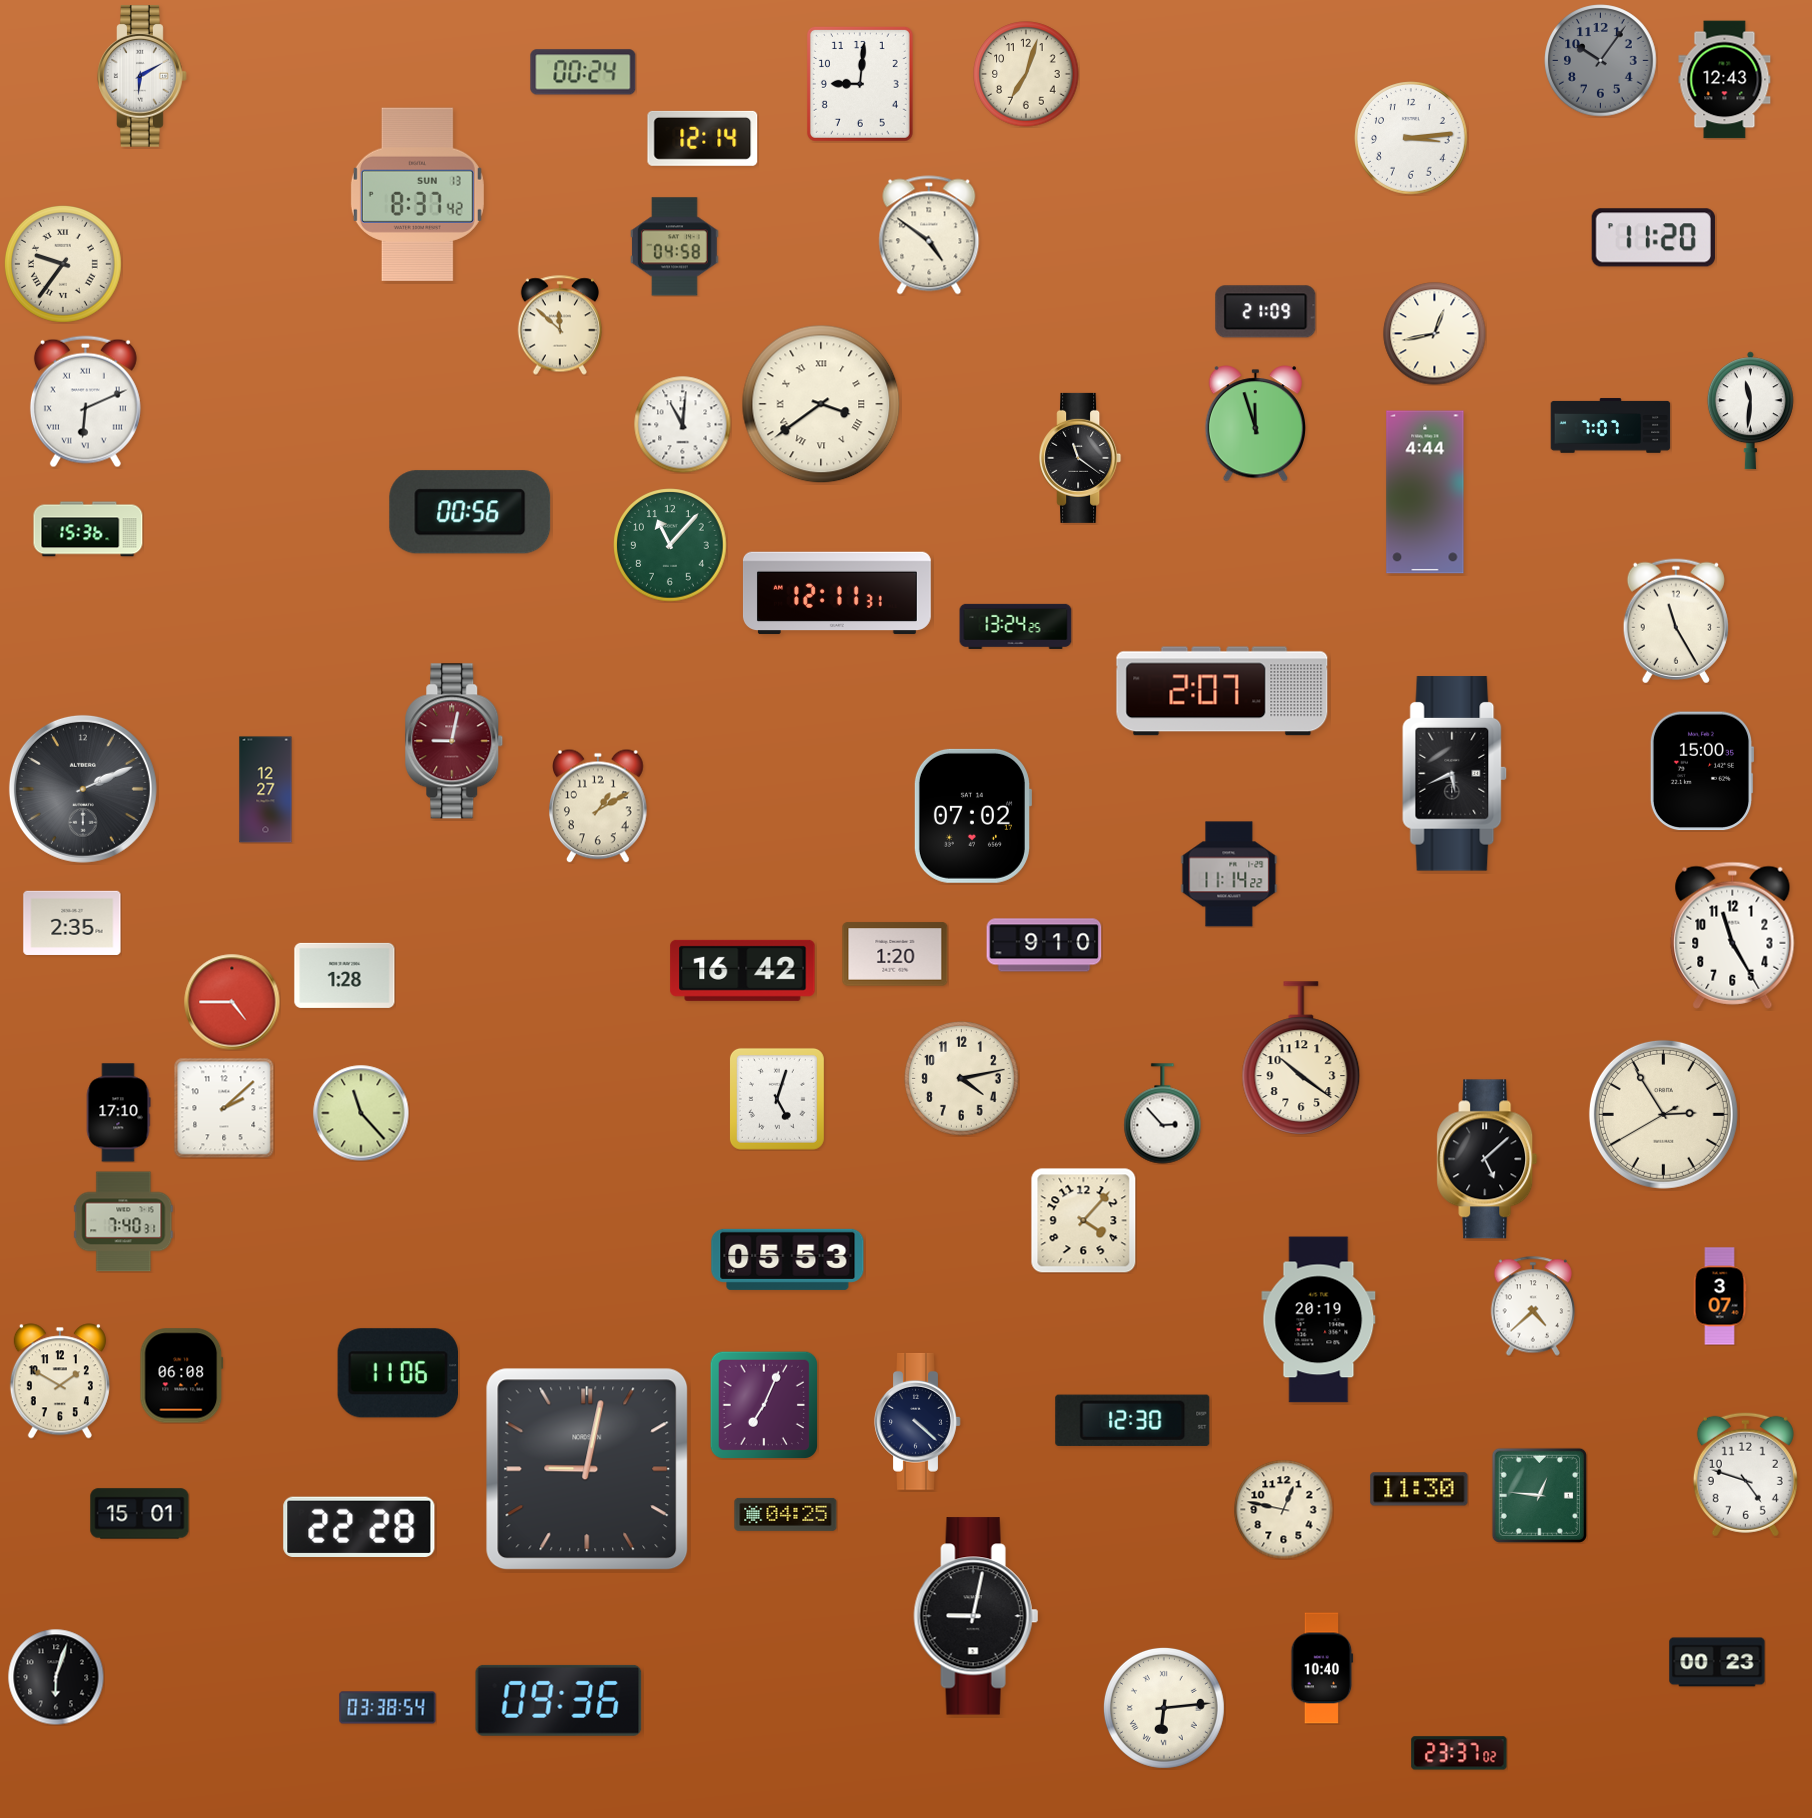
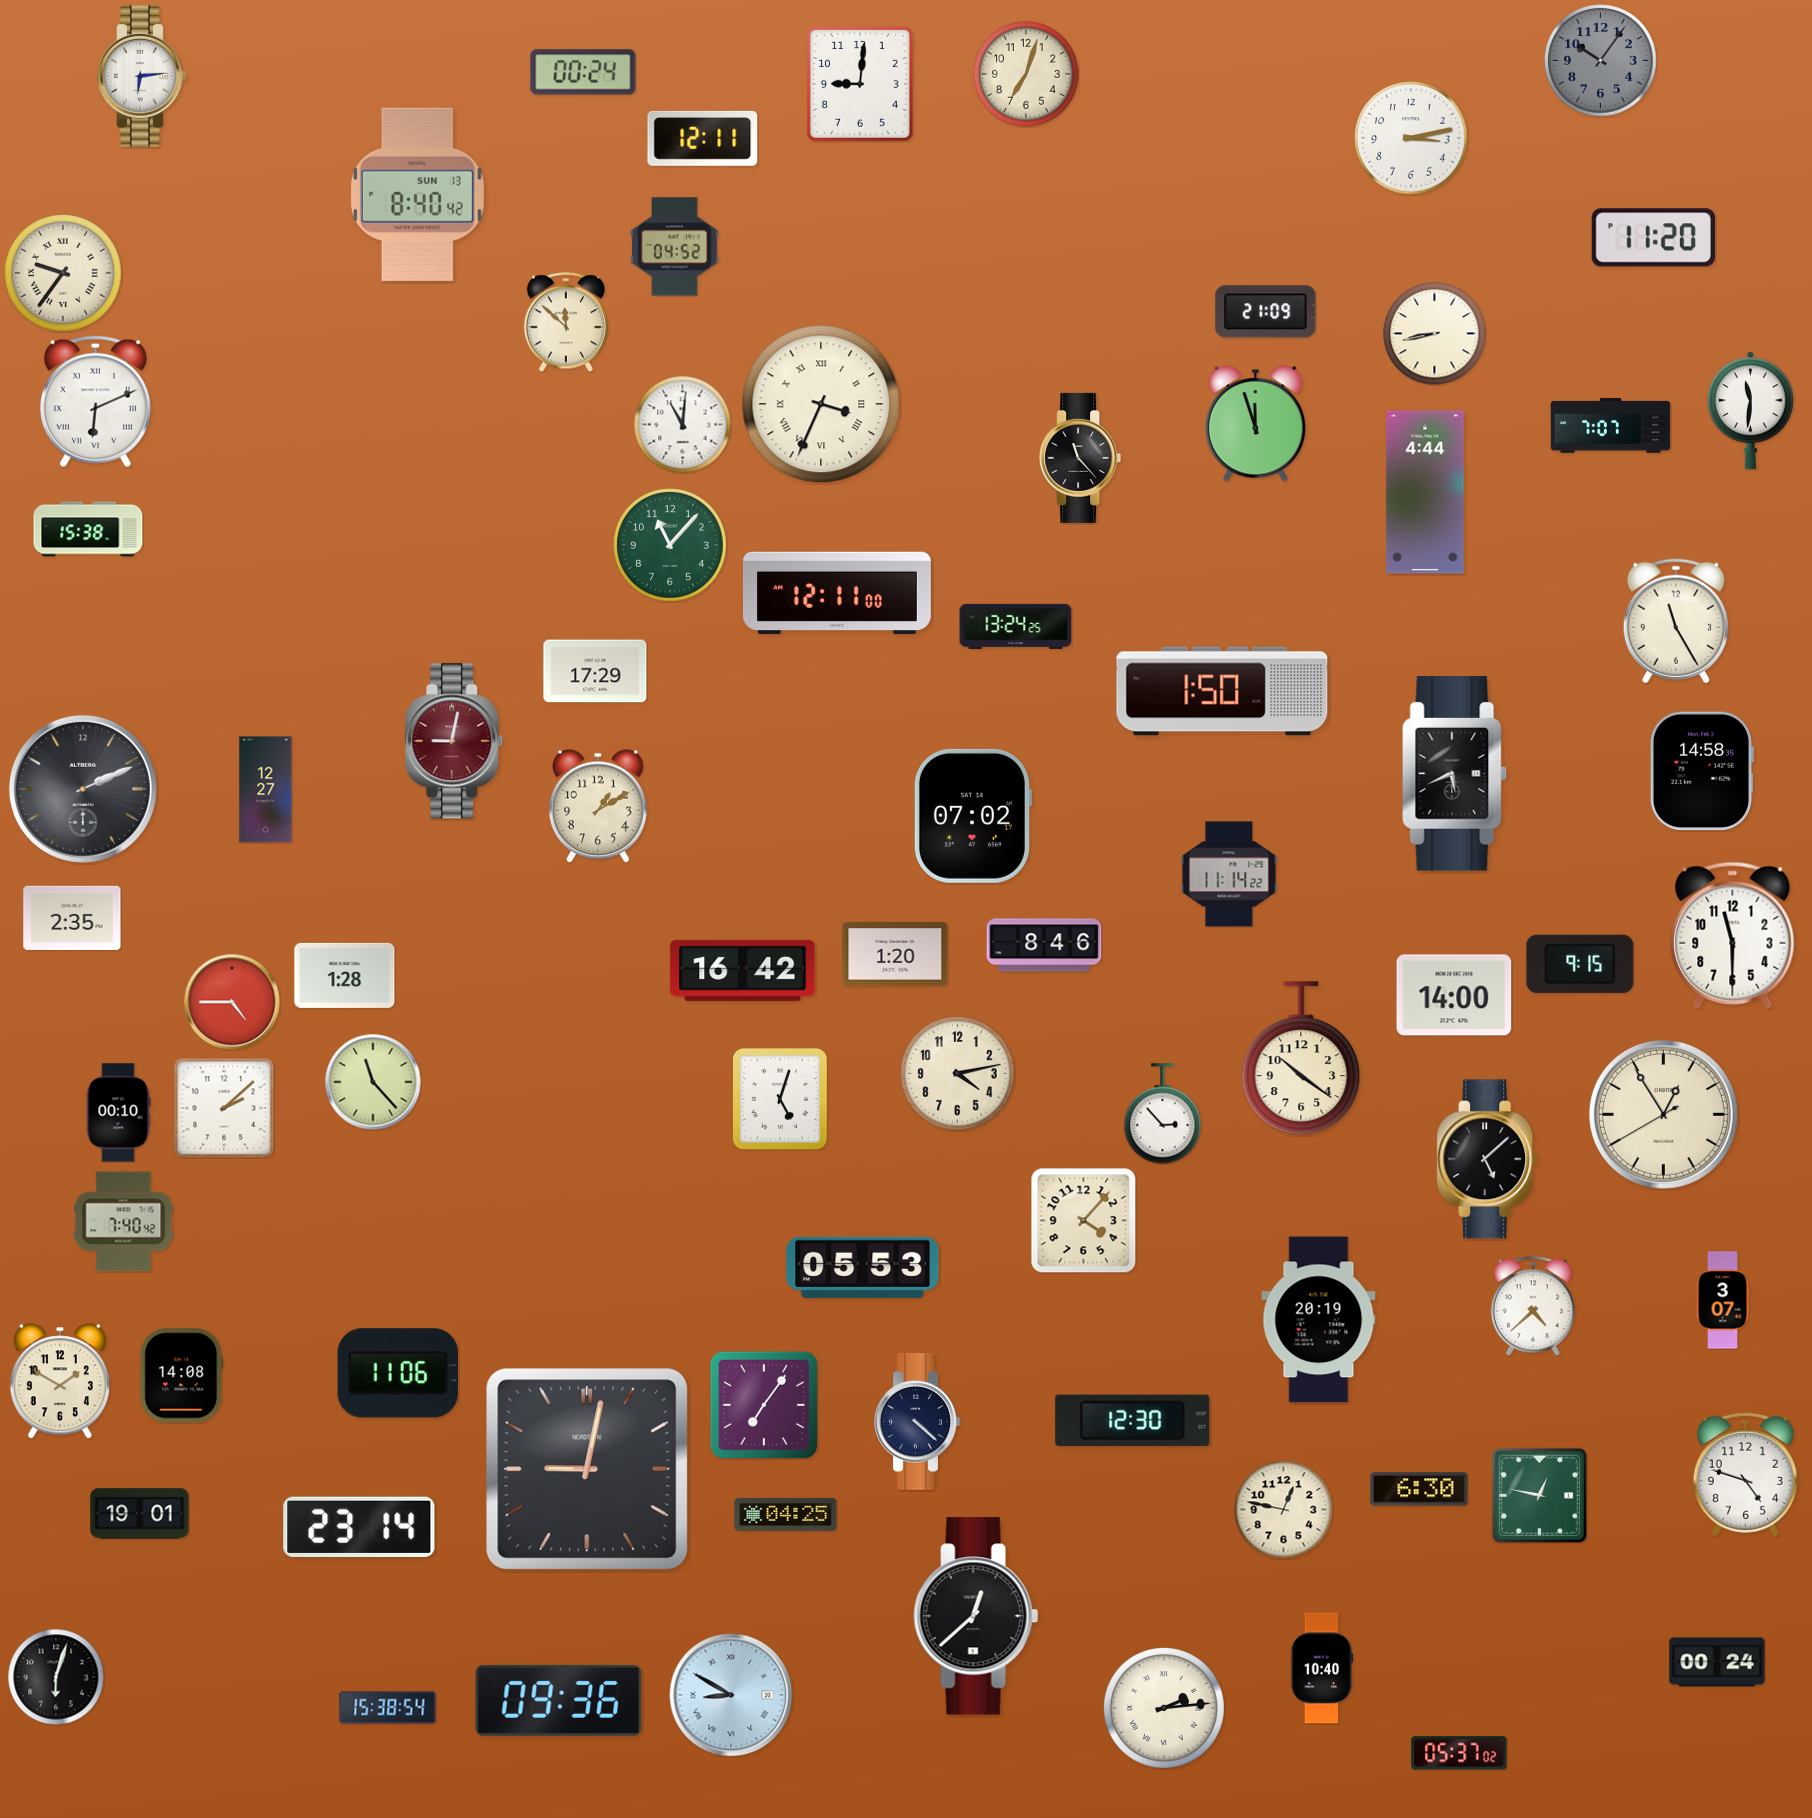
clock at (142, 76): 6:10 -> 6:14
clock at (1725, 80): 12:43 -> none
clock at (703, 138): 12:14 -> 12:11
clock at (1411, 138): 3:14 -> 3:13
clock at (417, 194): 8:37 -> 8:40
clock at (929, 235): 4:51 -> none
clock at (675, 247): 04:58 -> 04:52
clock at (63, 264) position: (63, 264) -> (63, 273)
clock at (559, 325) position: (559, 325) -> (565, 322)
clock at (1435, 334): 12:43 -> 8:43
clock at (85, 402) position: (85, 402) -> (95, 402)
clock at (821, 404): 3:39 -> 3:34
clock at (1080, 458): 11:21 -> 11:23
clock at (470, 512): 00:56 -> none
clock at (88, 529): 15:36 -> 15:38
clock at (837, 593): 12:11:31 -> 12:11:00
clock at (595, 671): none -> 17:29
clock at (1222, 691): 2:07 -> 1:50
clock at (1702, 771): 15:00 -> 14:58
clock at (72, 922) position: (72, 922) -> (72, 917)
clock at (1733, 935): 11:25 -> 11:30
clock at (1044, 945): 9:10 -> 8:46
clock at (1580, 964): none -> 9:15
clock at (1454, 995): none -> 14:00
clock at (962, 1079) position: (962, 1079) -> (958, 1074)
clock at (777, 1099) position: (777, 1099) -> (780, 1099)
clock at (118, 1113): 17:10 -> 00:10
clock at (361, 1113) position: (361, 1113) -> (373, 1082)
clock at (1663, 1114): 2:54 -> 12:54
clock at (124, 1222): 7:40:31 -> 7:40:42
clock at (788, 1259) position: (788, 1259) -> (863, 1267)
clock at (1720, 1296) position: (1720, 1296) -> (1723, 1300)
clock at (182, 1376): 06:08 -> 14:08
clock at (763, 1404): 7:04 -> 7:06
clock at (1419, 1489): 11:30 -> 6:30
clock at (1539, 1495): 12:46 -> 12:47
clock at (140, 1514): 15:01 -> 19:01
clock at (359, 1526): 22:28 -> 23:14
clock at (976, 1616): 9:02 -> 12:38
clock at (1717, 1662): 00:23 -> 00:24
clock at (731, 1695): none -> 8:50
clock at (388, 1708): 03:38 -> 15:38
clock at (1164, 1708): 6:14 -> 2:14
clock at (1459, 1753): 23:37 -> 05:37
